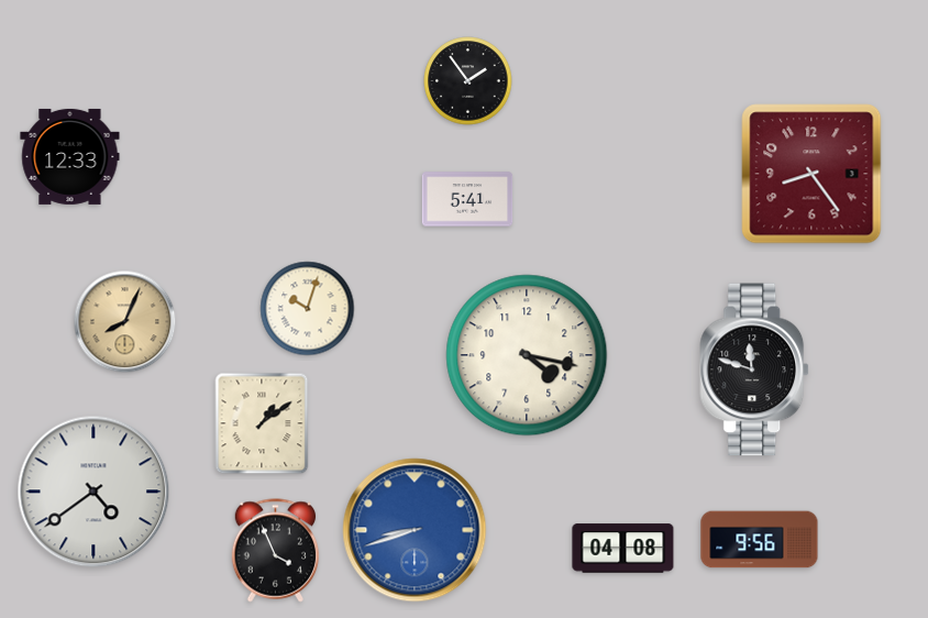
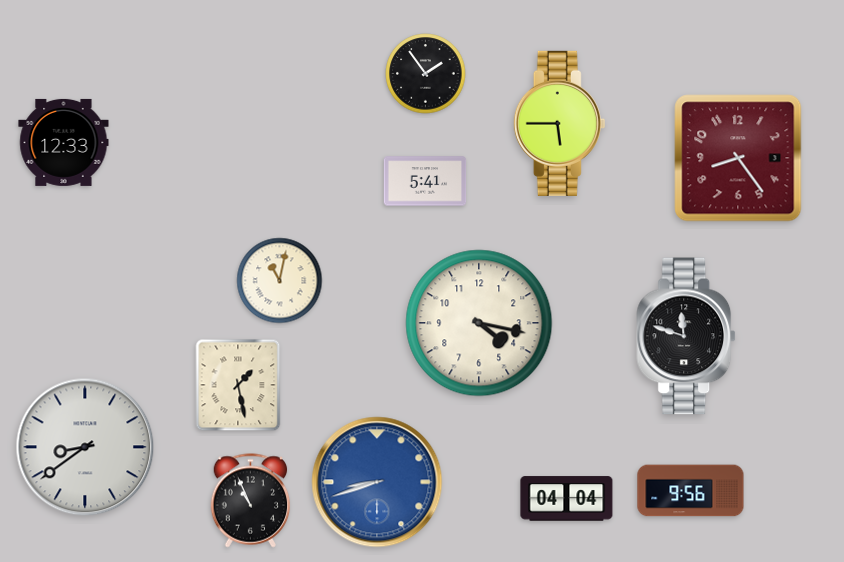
clock at (559, 123): none -> 5:45
clock at (308, 309): 10:03 -> 11:02
clock at (125, 322): 8:04 -> none
clock at (262, 423): 1:09 -> 1:28
clock at (93, 492): 4:39 -> 8:39
clock at (623, 549): 04:08 -> 04:04
clock at (276, 551): 3:56 -> 10:56
